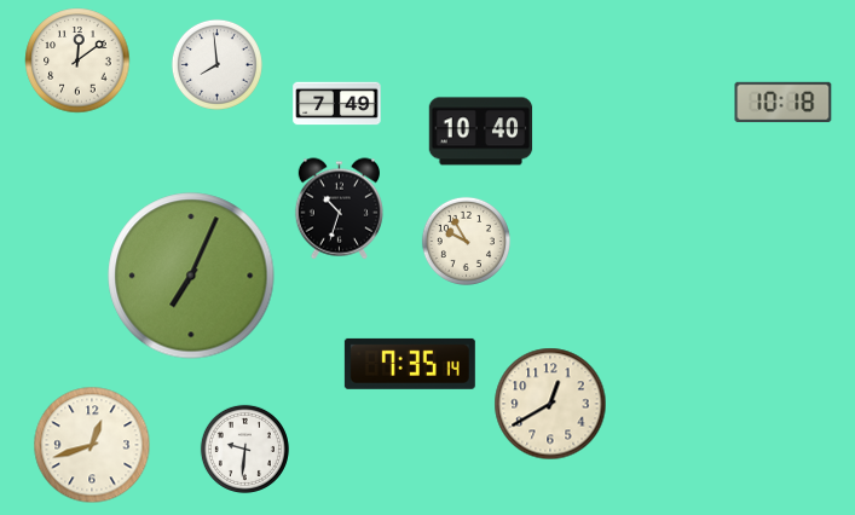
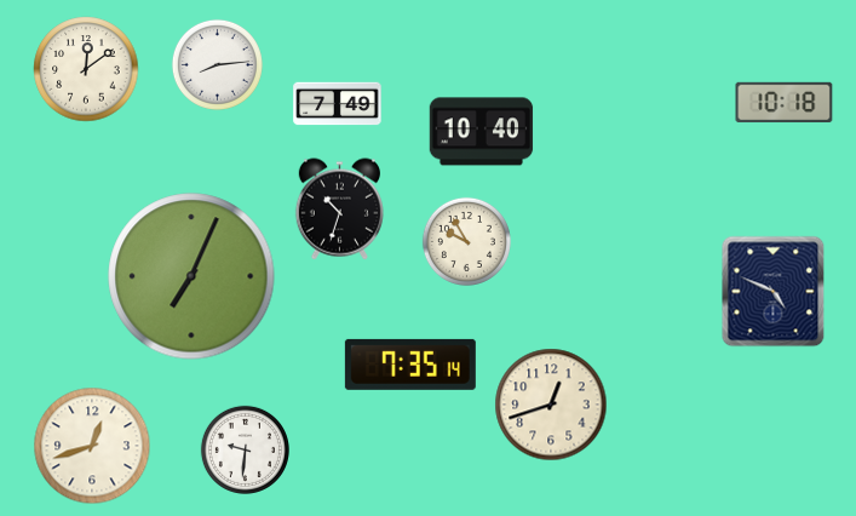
clock at (77, 60) position: (77, 60) -> (86, 69)
clock at (216, 64): 7:59 -> 8:14
clock at (774, 292): none -> 4:49
clock at (550, 404): 12:40 -> 12:42
